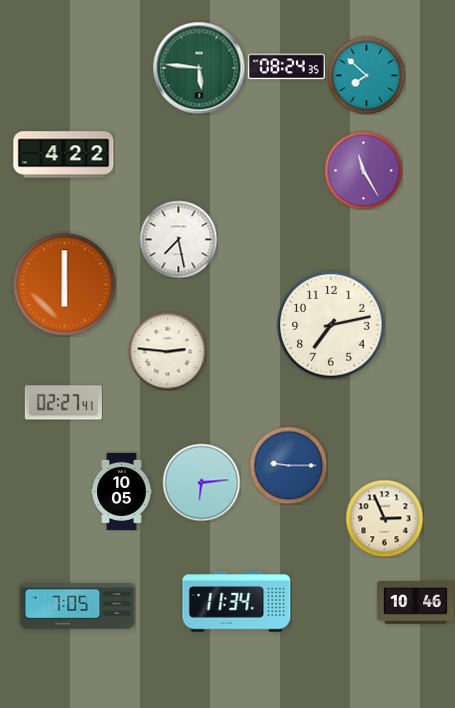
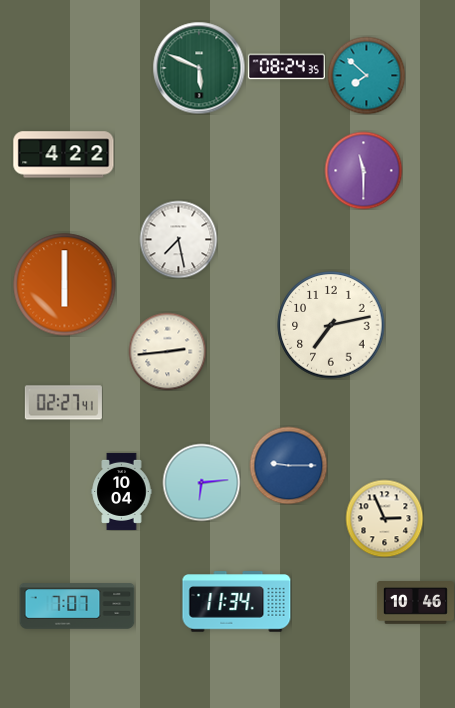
clock at (199, 68): 5:46 -> 5:49
clock at (363, 170): 11:25 -> 11:30
clock at (167, 351): 2:46 -> 2:44
clock at (122, 491): 10:05 -> 10:04
clock at (77, 606): 7:05 -> 7:07
